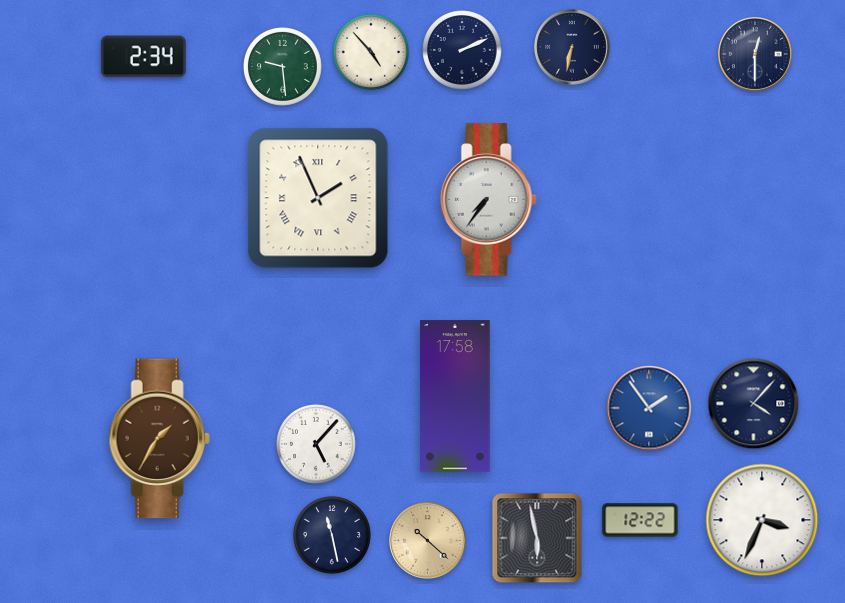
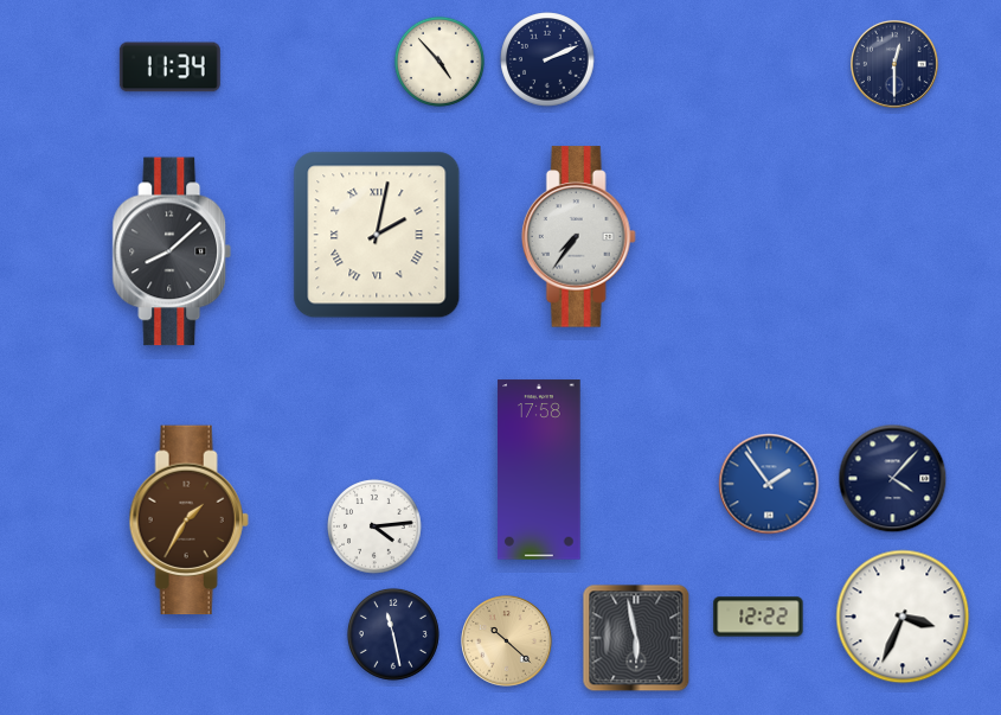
clock at (572, 47): 6:32 -> none
clock at (143, 57): 2:34 -> 11:34
clock at (283, 67): 9:29 -> none
clock at (318, 198): 1:56 -> 2:02
clock at (172, 251): none -> 8:08
clock at (316, 444): 5:07 -> 4:14
